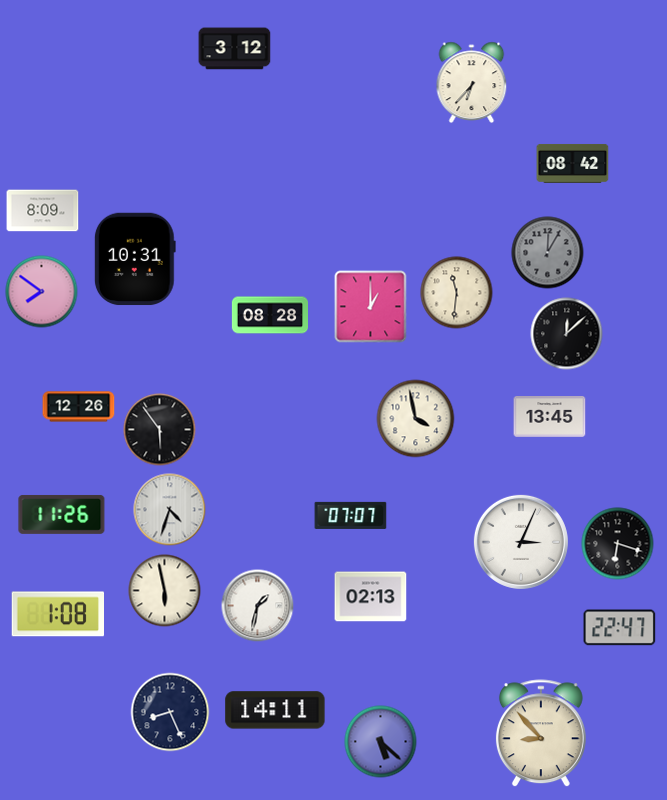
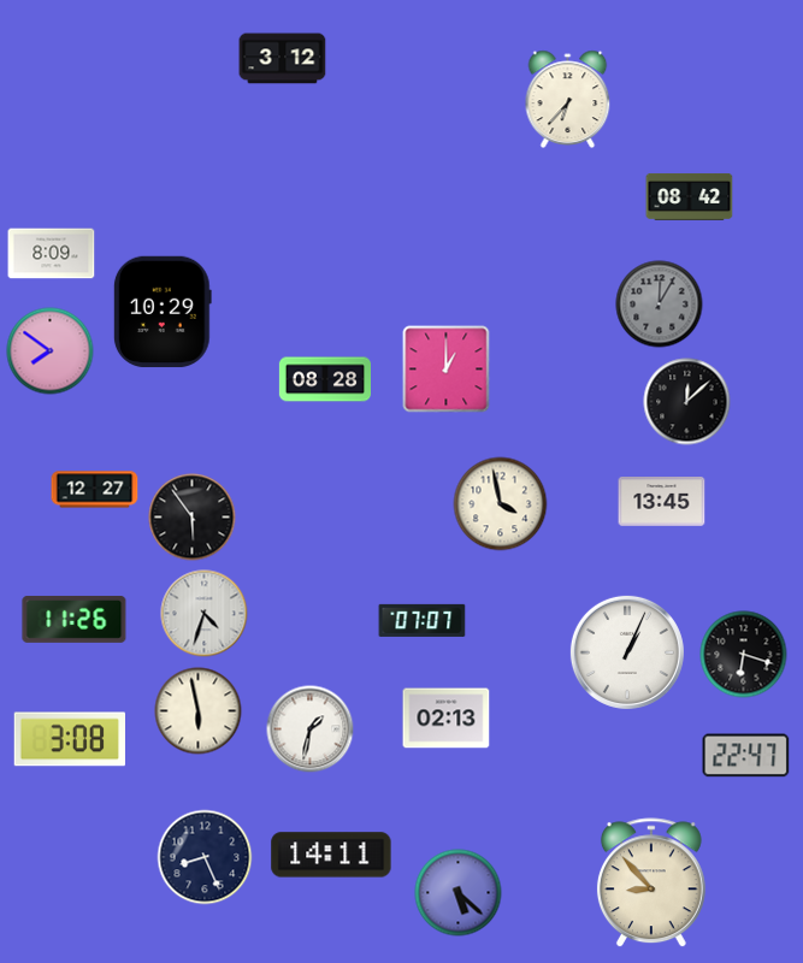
clock at (135, 259): 10:31 -> 10:29
clock at (457, 293): 11:31 -> none
clock at (567, 334) position: (567, 334) -> (687, 402)
clock at (79, 407): 12:26 -> 12:27
clock at (521, 542): 3:04 -> 1:04
clock at (57, 614): 1:08 -> 3:08
